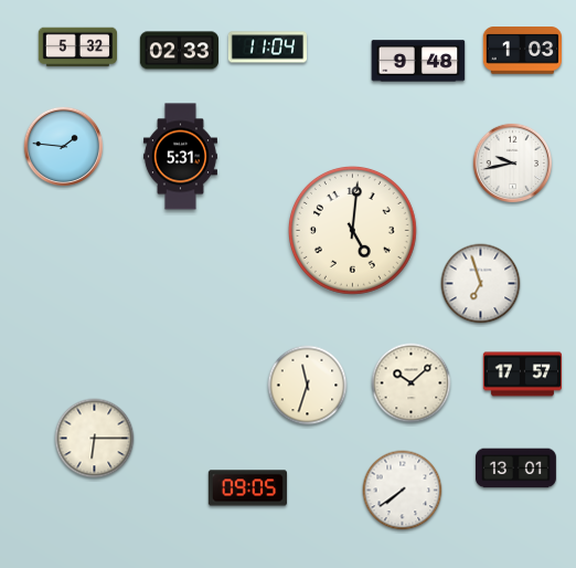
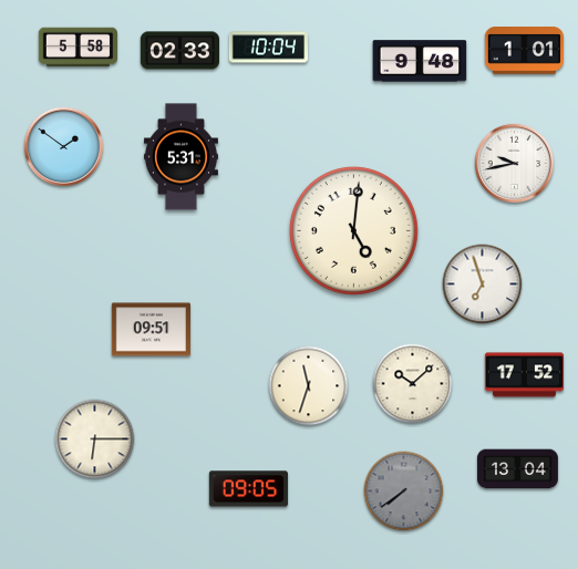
clock at (77, 48): 5:32 -> 5:58
clock at (267, 48): 11:04 -> 10:04
clock at (522, 51): 1:03 -> 1:01
clock at (63, 146): 1:46 -> 1:51
clock at (151, 330): none -> 09:51
clock at (522, 375): 17:57 -> 17:52
clock at (515, 469): 13:01 -> 13:04
clock at (403, 491) dial: white -> grey
